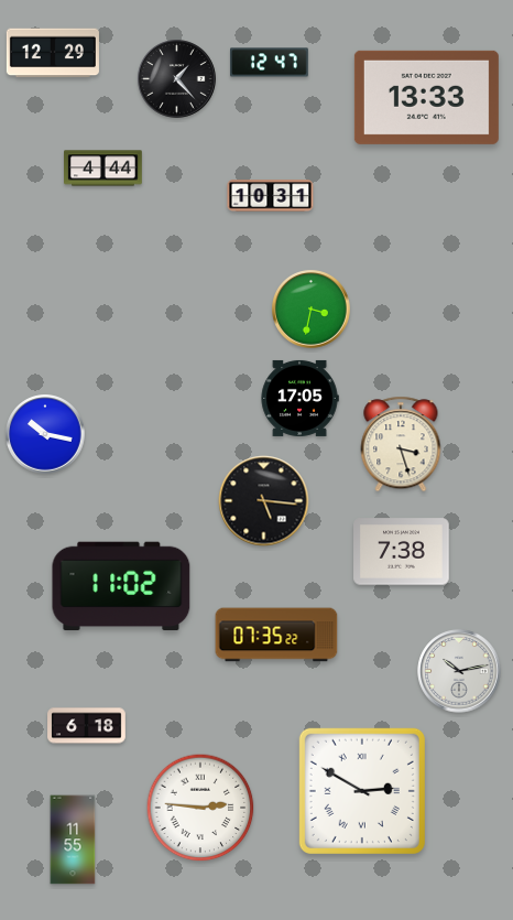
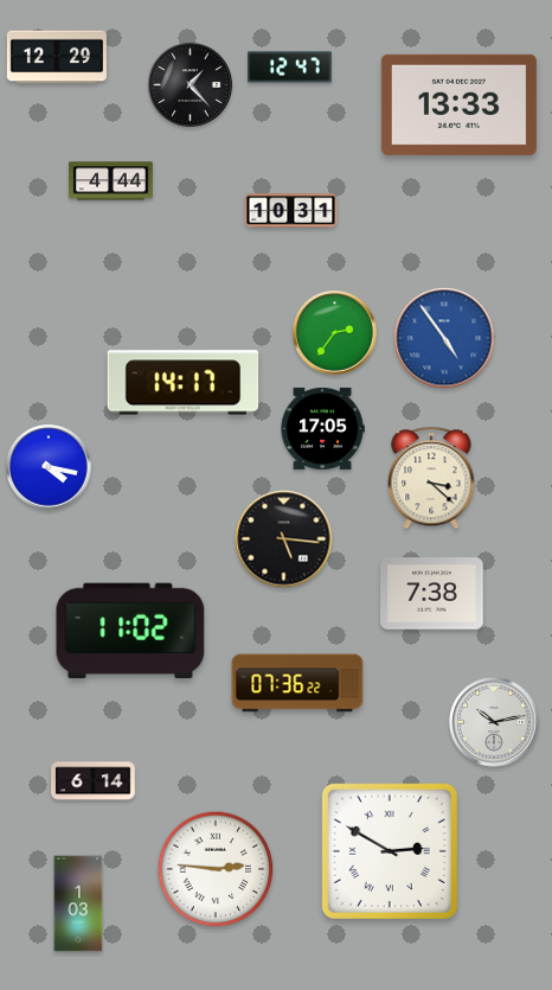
clock at (312, 310): 3:32 -> 2:36
clock at (444, 338): none -> 4:54
clock at (184, 383): none -> 14:17
clock at (45, 434): 10:17 -> 4:17
clock at (401, 444): 3:27 -> 3:22
clock at (276, 635): 07:35 -> 07:36
clock at (87, 726): 6:18 -> 6:14
clock at (73, 840): 11:55 -> 1:03
